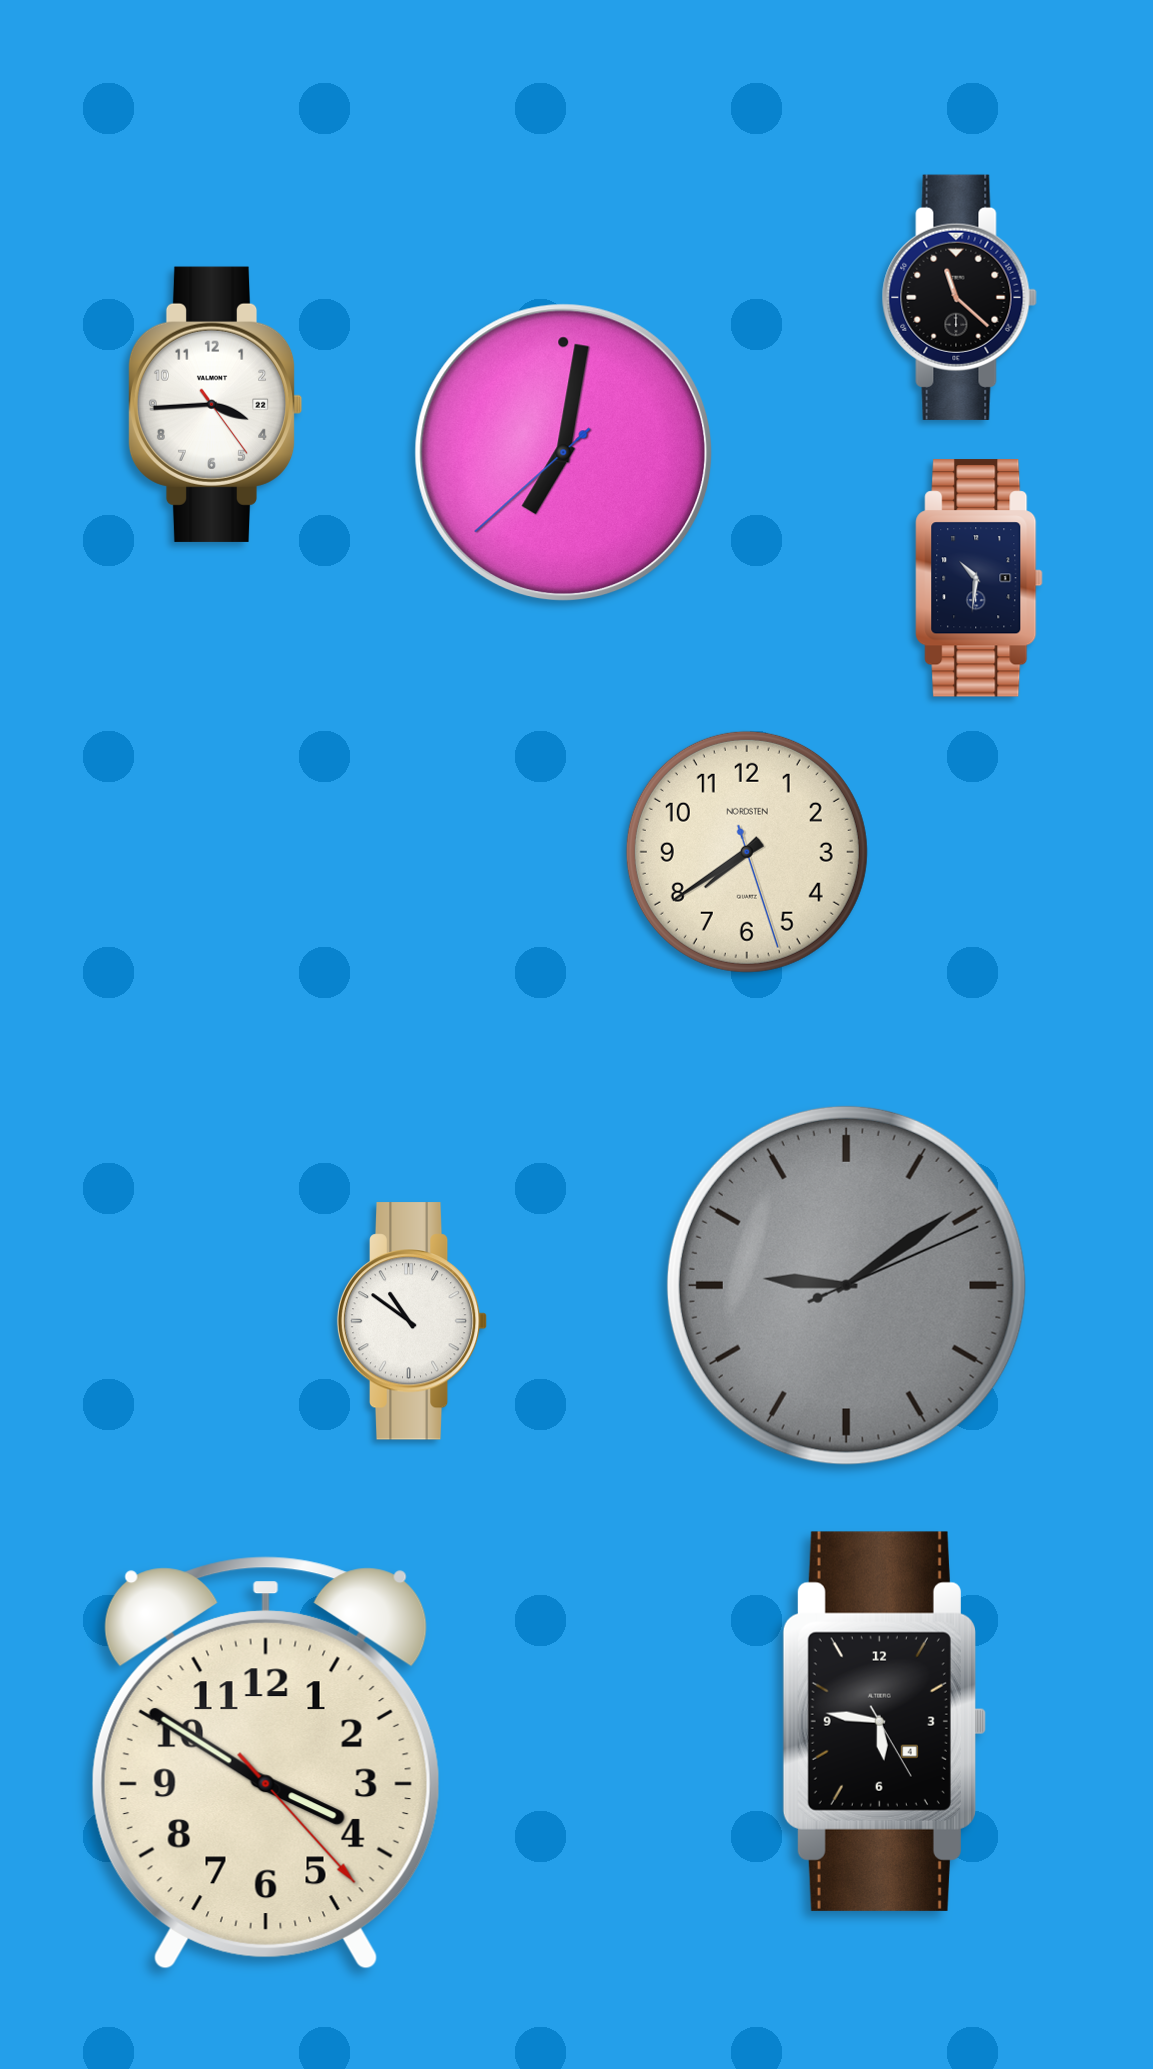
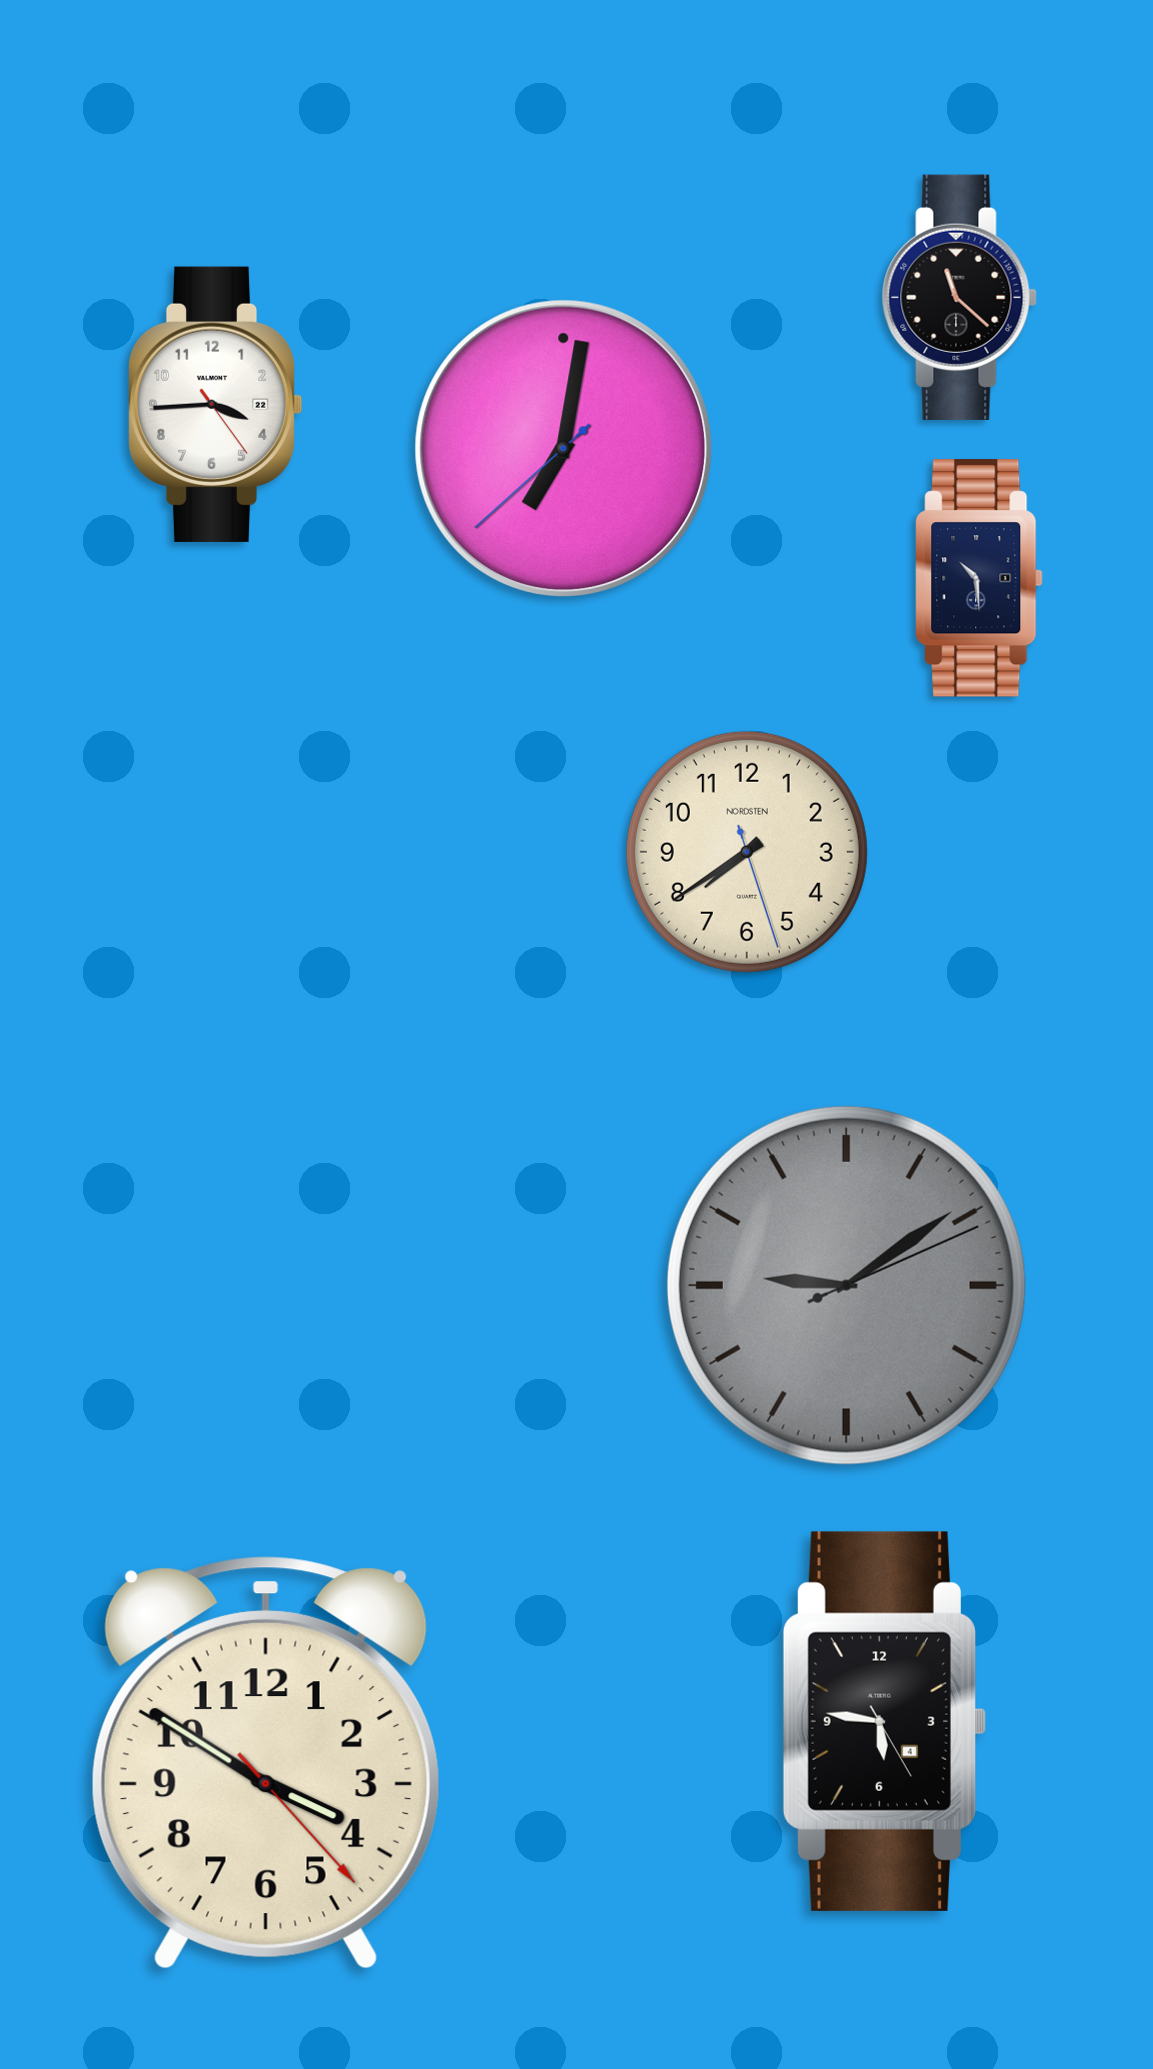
clock at (563, 452) position: (563, 452) -> (563, 448)
clock at (979, 578): 10:31 -> 10:29
clock at (412, 1321): 10:51 -> none
